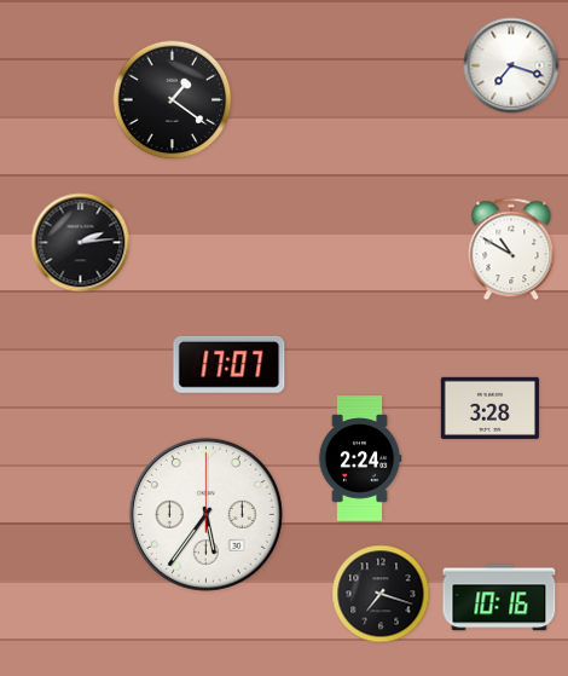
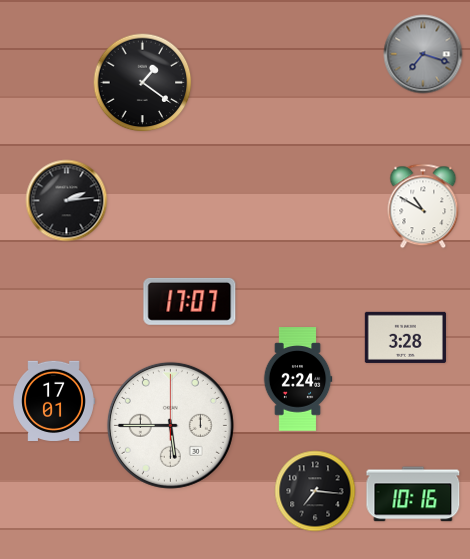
clock at (511, 65) dial: white -> grey
clock at (54, 400): none -> 17:01
clock at (205, 514): 5:36 -> 5:45
clock at (381, 594): 7:18 -> 7:16
